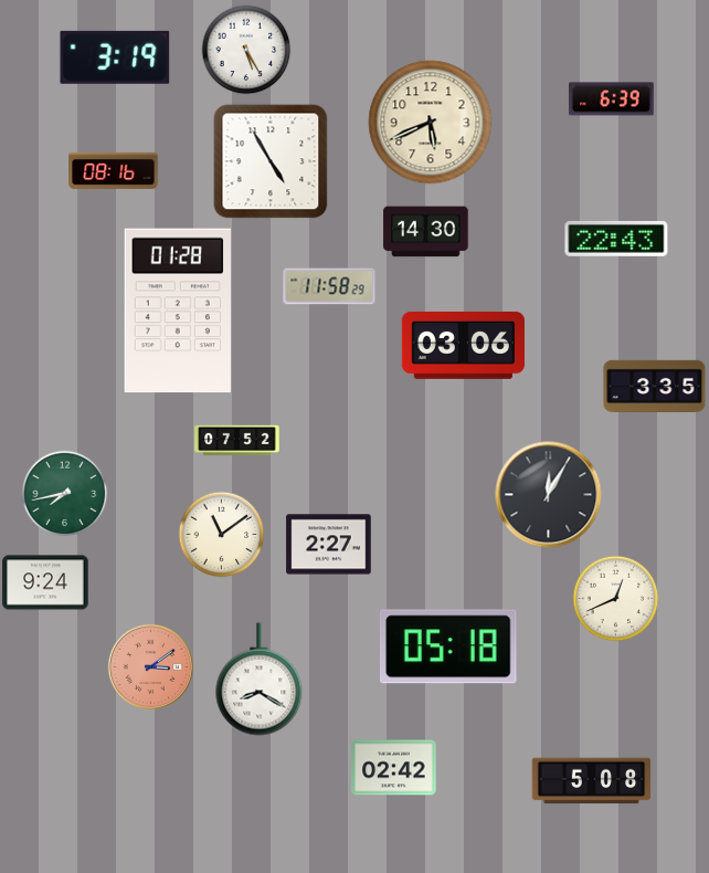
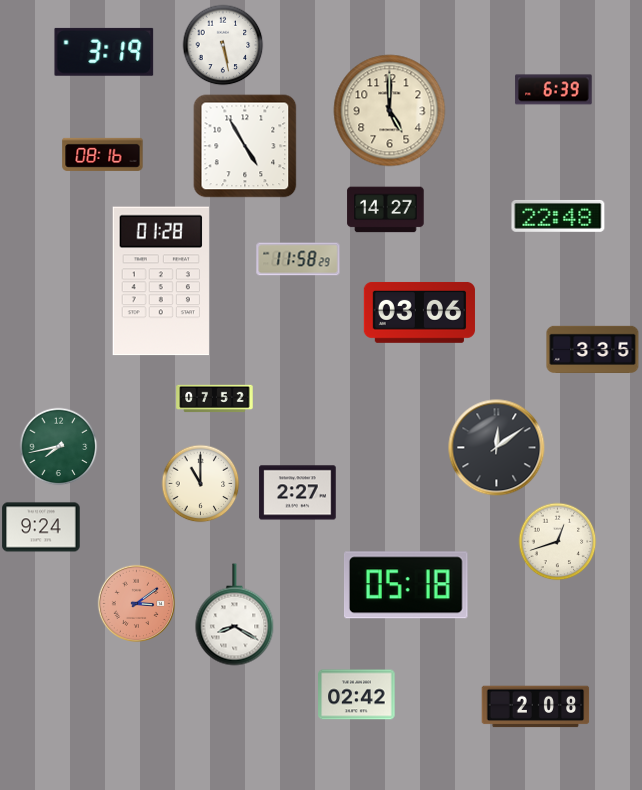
clock at (246, 50): 5:25 -> 5:28
clock at (431, 123): 5:41 -> 5:00
clock at (426, 232): 14:30 -> 14:27
clock at (616, 239): 22:43 -> 22:48
clock at (549, 495): 12:05 -> 12:09
clock at (221, 534): 11:09 -> 11:00
clock at (615, 598): 12:41 -> 12:42
clock at (592, 781): 5:08 -> 2:08
